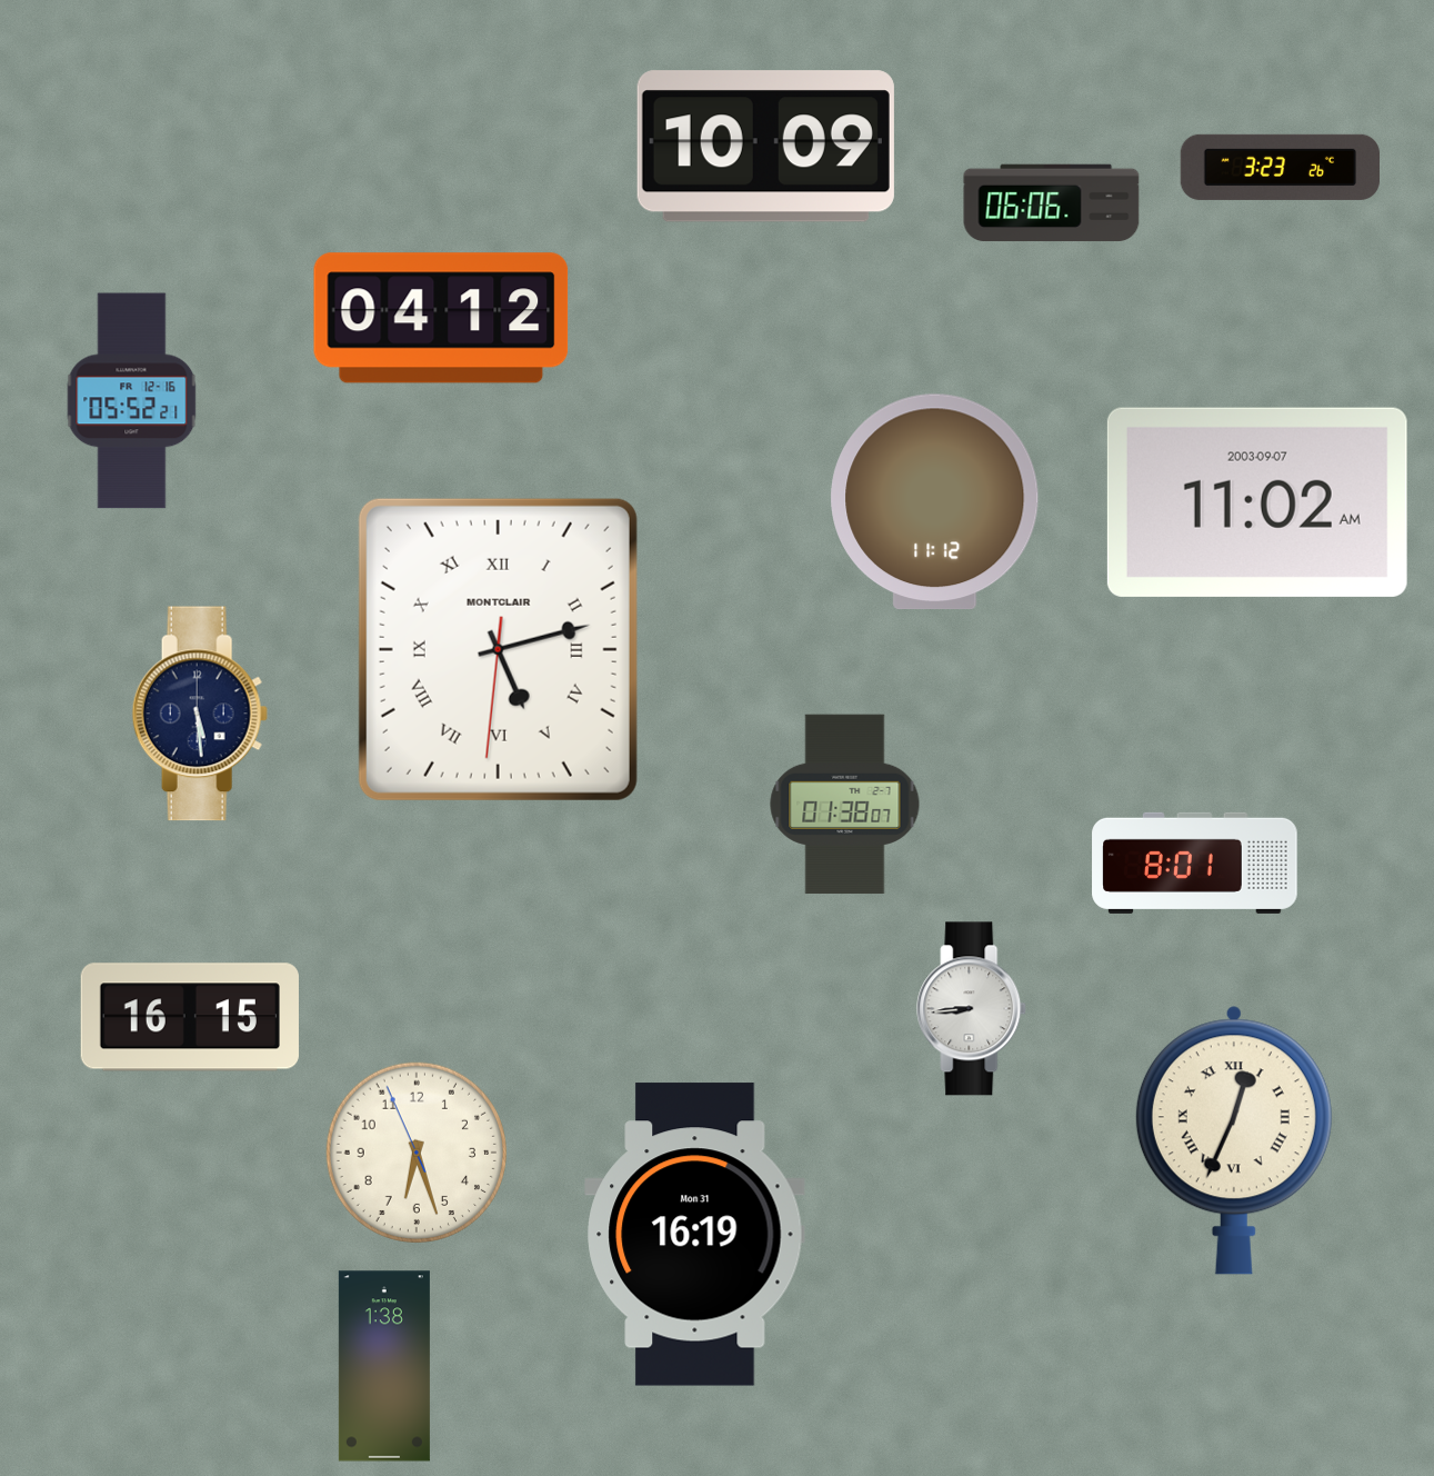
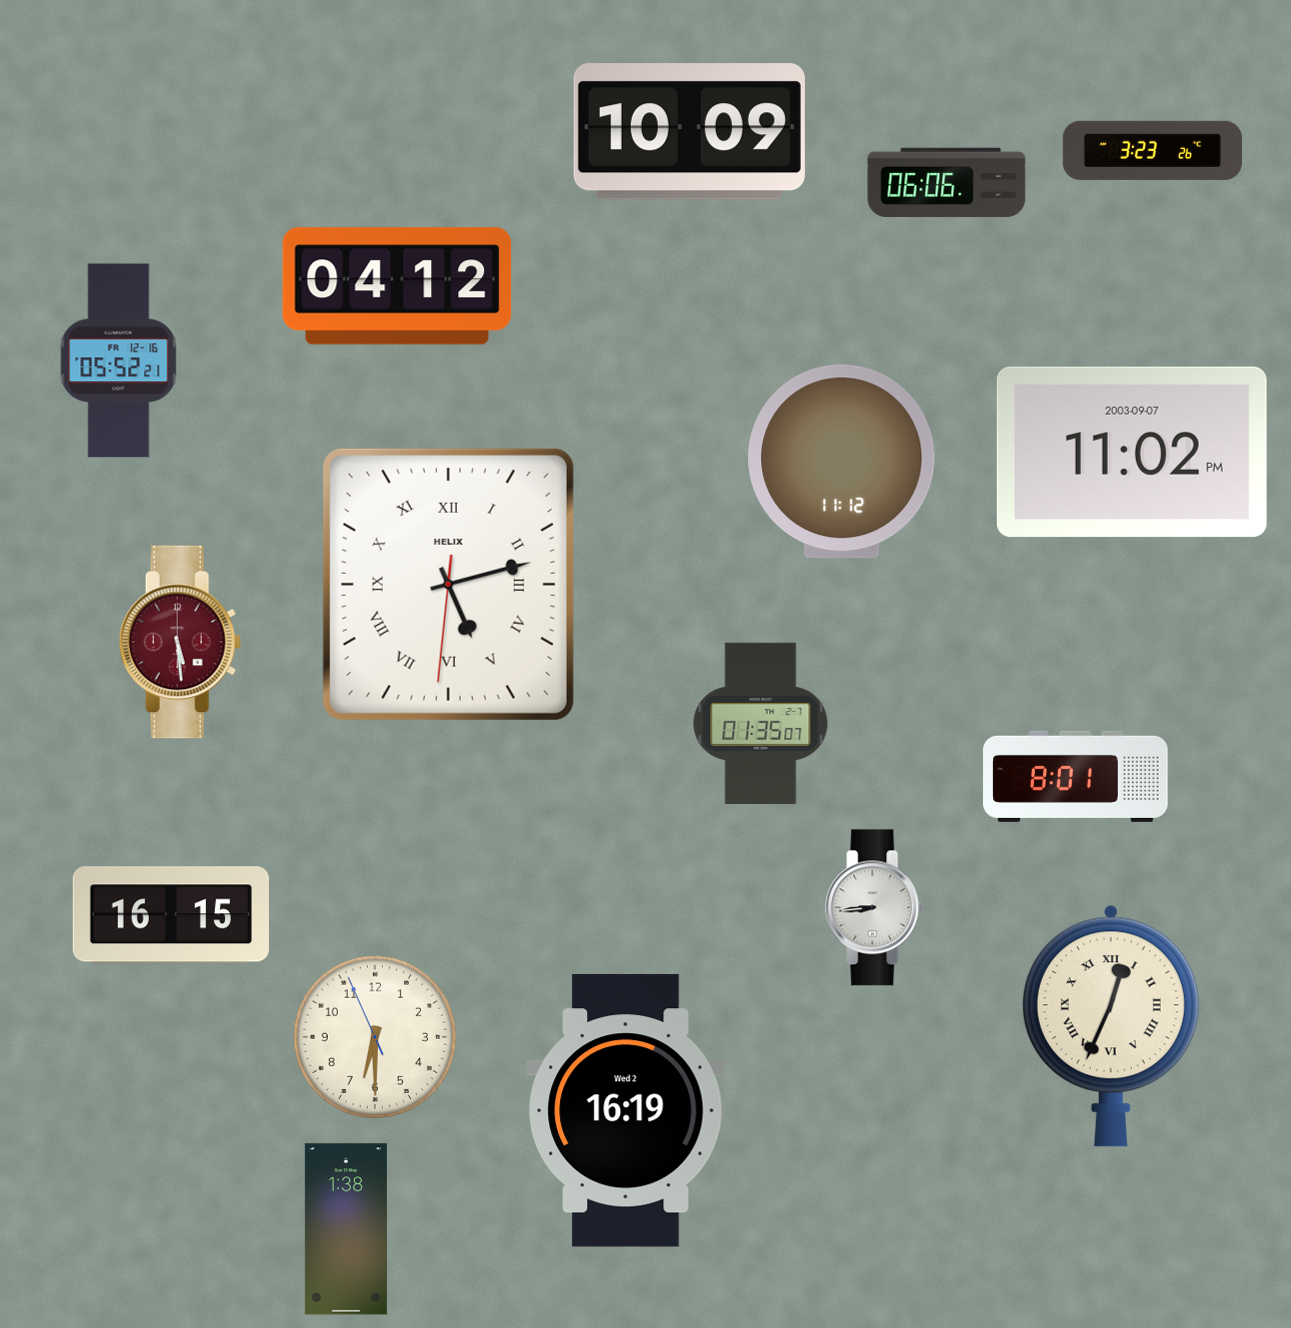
clock at (935, 502) position: (935, 502) -> (842, 462)
clock at (1257, 502): 11:02 AM -> 11:02 PM
clock at (498, 649) brand: MONTCLAIR -> HELIX
clock at (200, 714) dial: navy -> burgundy
clock at (845, 805): 01:38 -> 01:35
clock at (415, 1151): 6:26 -> 6:29
clock at (695, 1235) date: Mon 31 -> Wed 2
